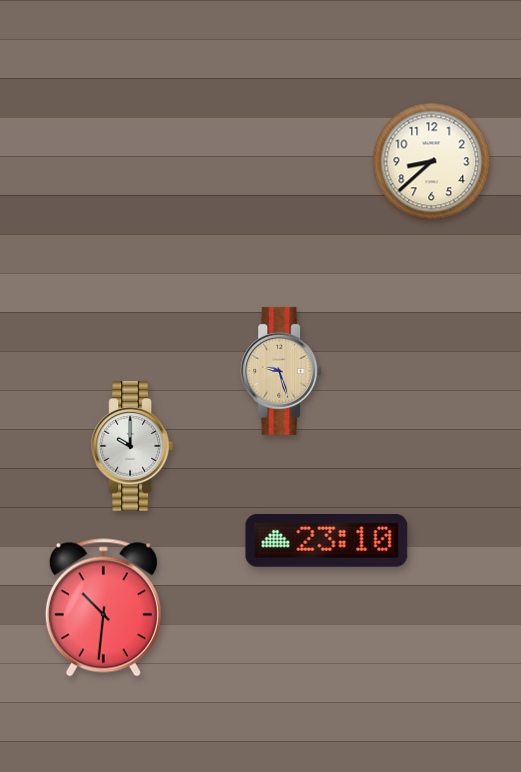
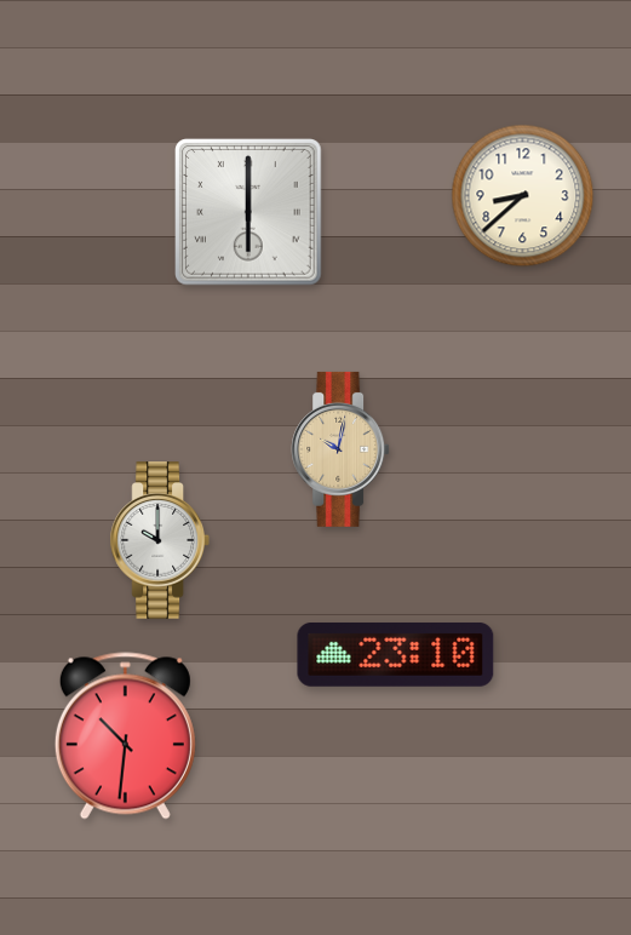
clock at (249, 213): none -> 6:00
clock at (281, 371): 9:27 -> 10:02
